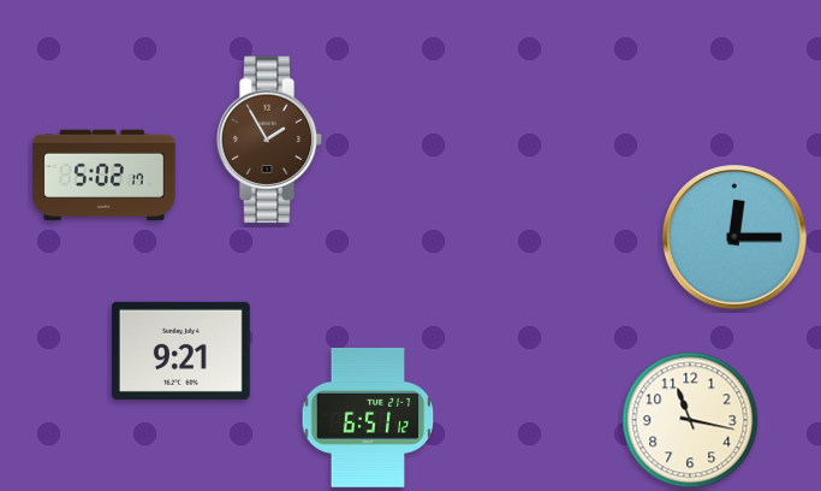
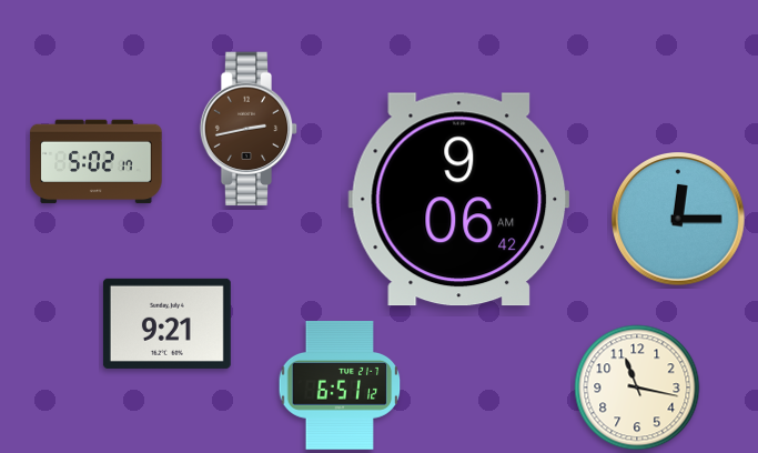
clock at (269, 140): 1:55 -> 2:43
clock at (459, 200): none -> 9:06
